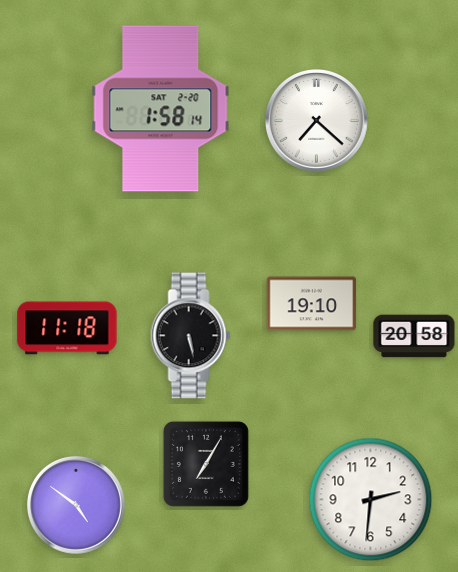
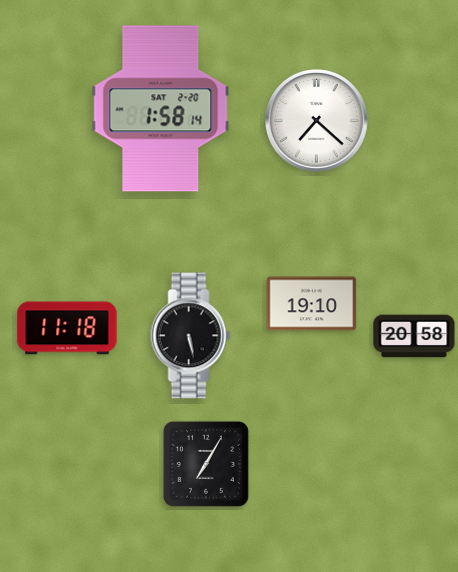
clock at (371, 500): 2:31 -> none
clock at (76, 505): 4:51 -> none
